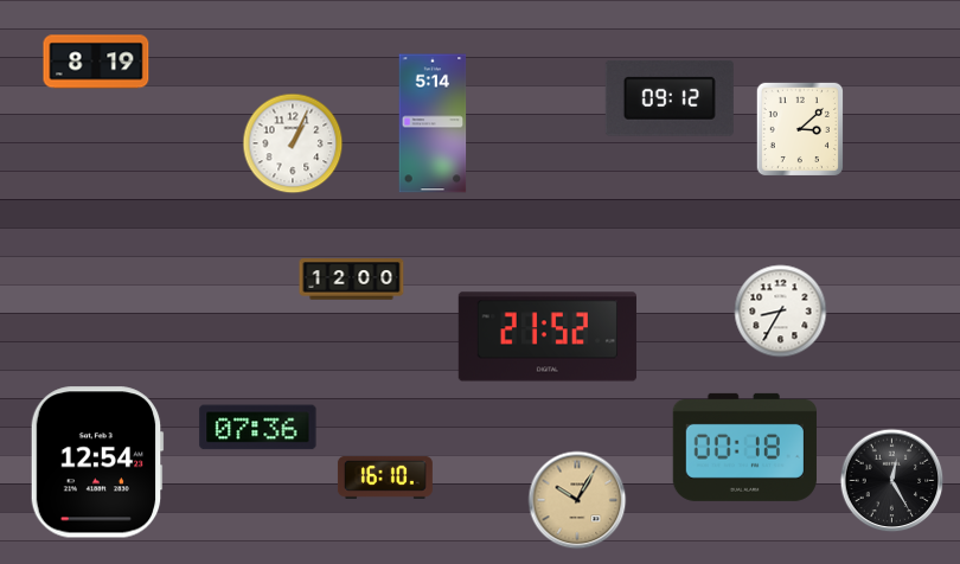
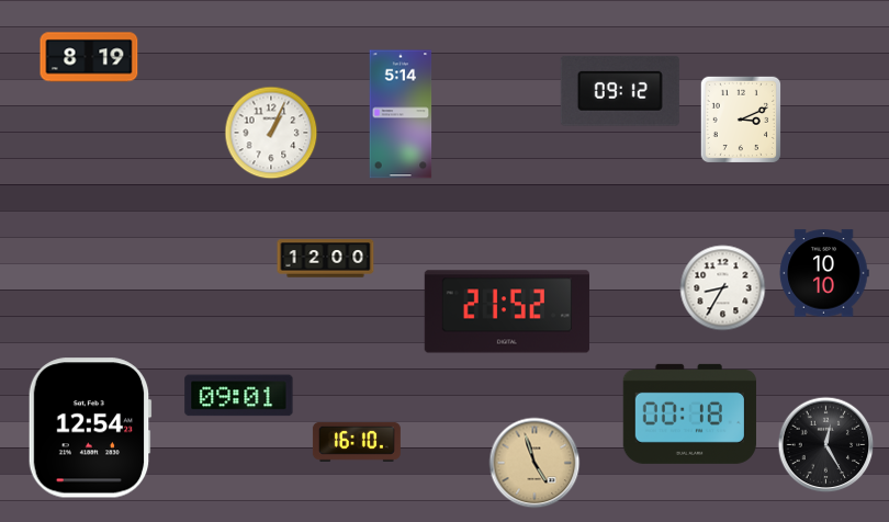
clock at (799, 128): 3:08 -> 3:11
clock at (824, 273): none -> 10:10
clock at (258, 428): 07:36 -> 09:01
clock at (577, 500): 10:05 -> 4:57
